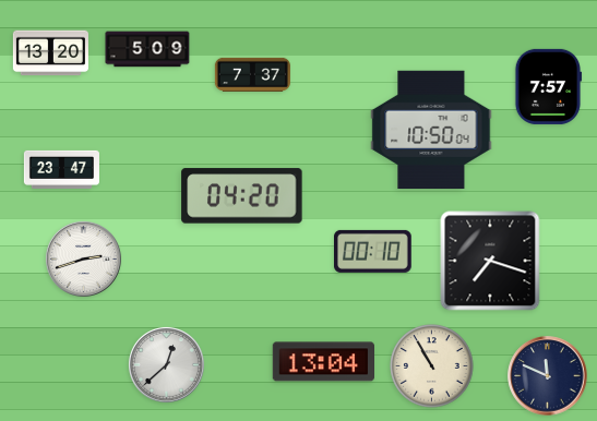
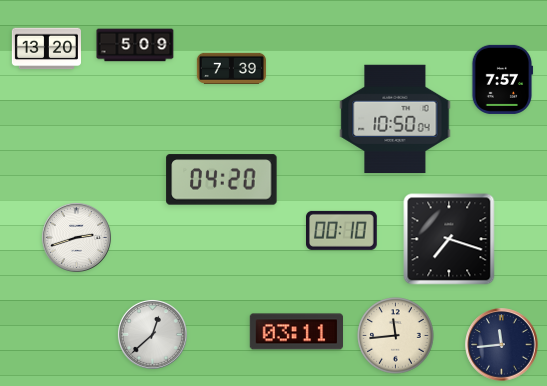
clock at (252, 74): 7:37 -> 7:39
clock at (61, 169): 23:47 -> none
clock at (323, 362): 13:04 -> 03:11
clock at (432, 366): 10:55 -> 11:44
clock at (548, 376): 11:49 -> 11:44
